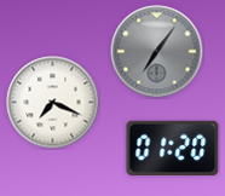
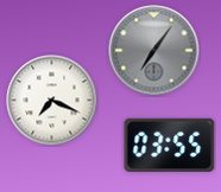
clock at (173, 148): 01:20 -> 03:55
